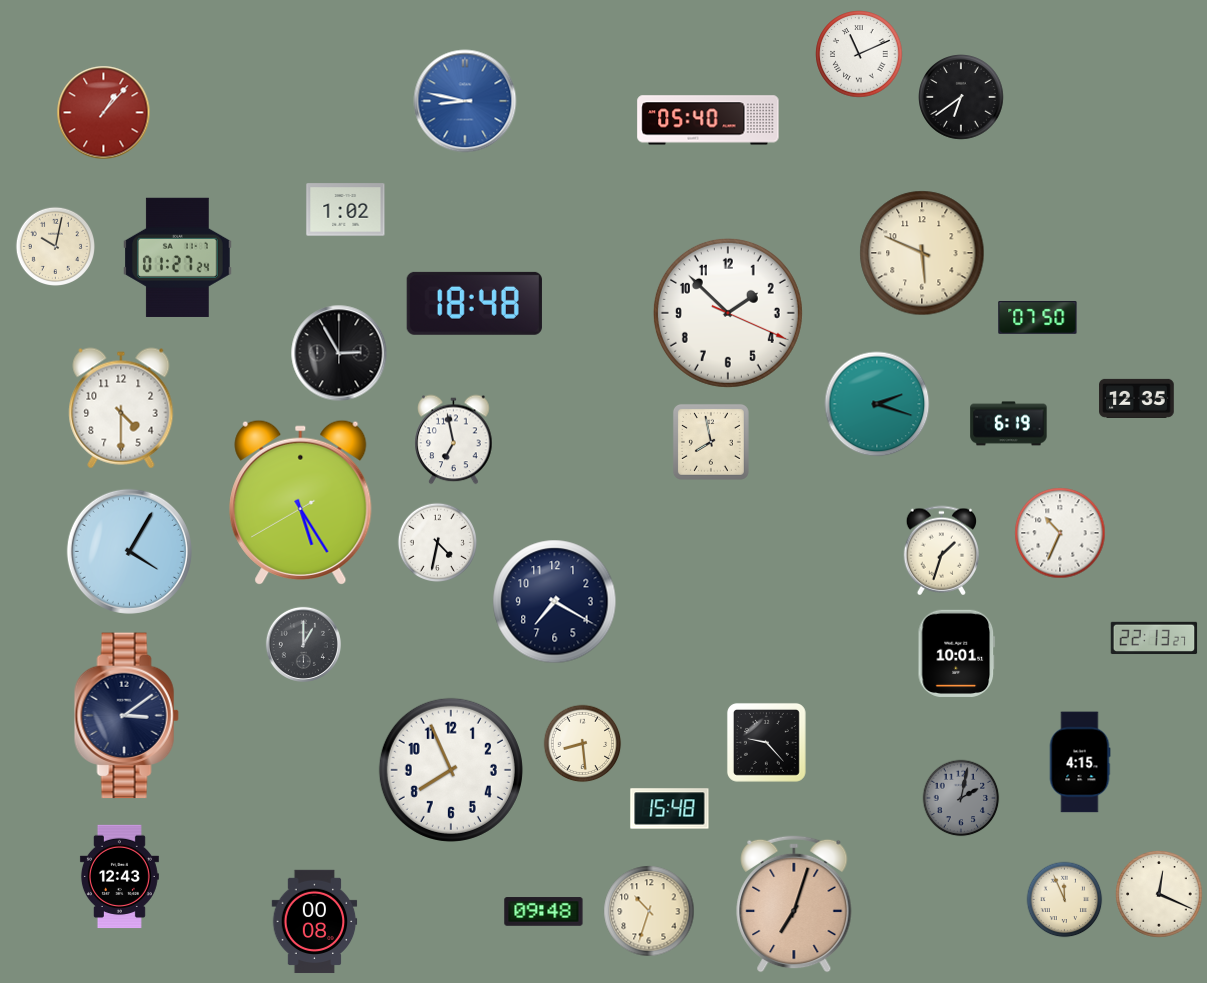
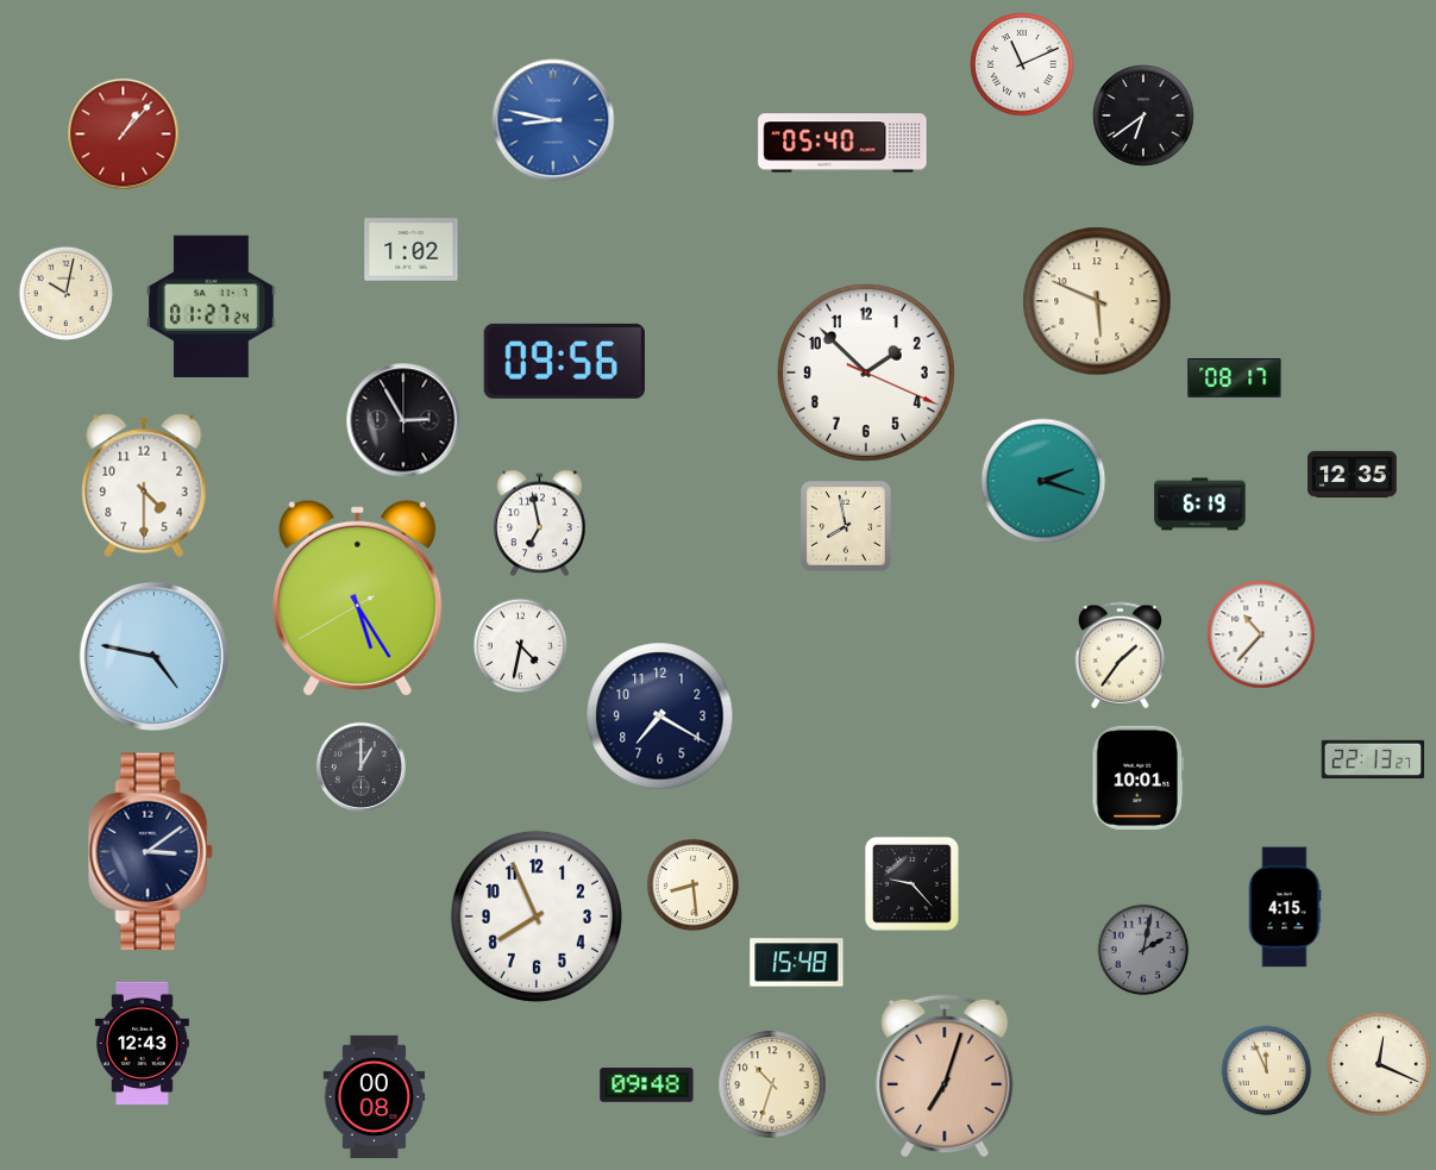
clock at (474, 303): 18:48 -> 09:56
clock at (1038, 318): 07:50 -> 08:17
clock at (1060, 533): 10:34 -> 10:37
clock at (129, 551): 4:05 -> 4:47
clock at (941, 551): 1:33 -> 1:36
